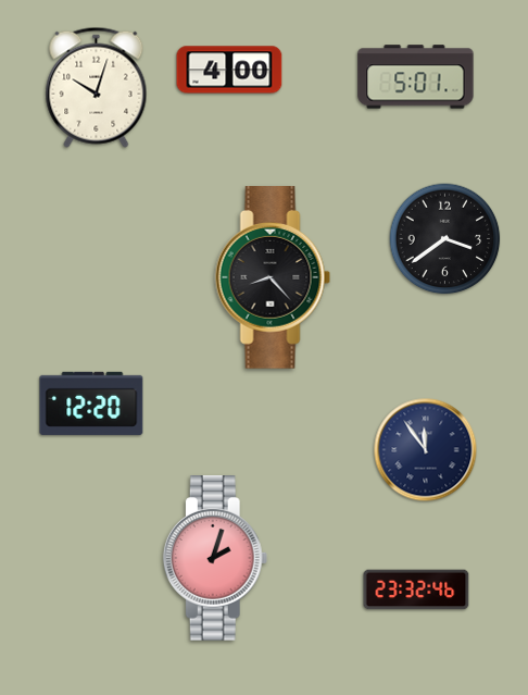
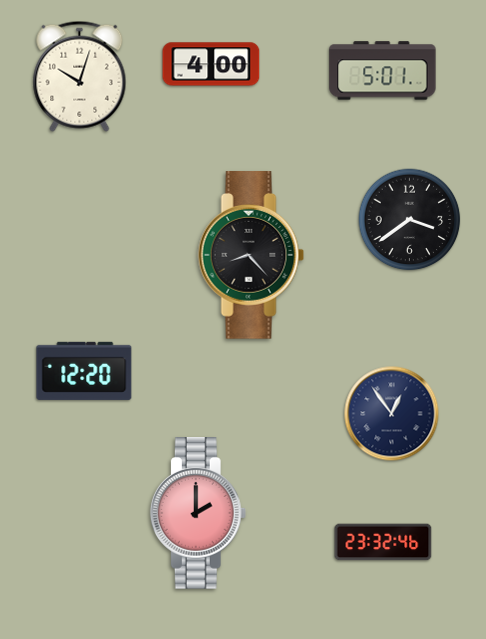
clock at (97, 87) position: (97, 87) -> (80, 76)
clock at (426, 450): 11:54 -> 12:54
clock at (215, 559): 2:03 -> 2:00
